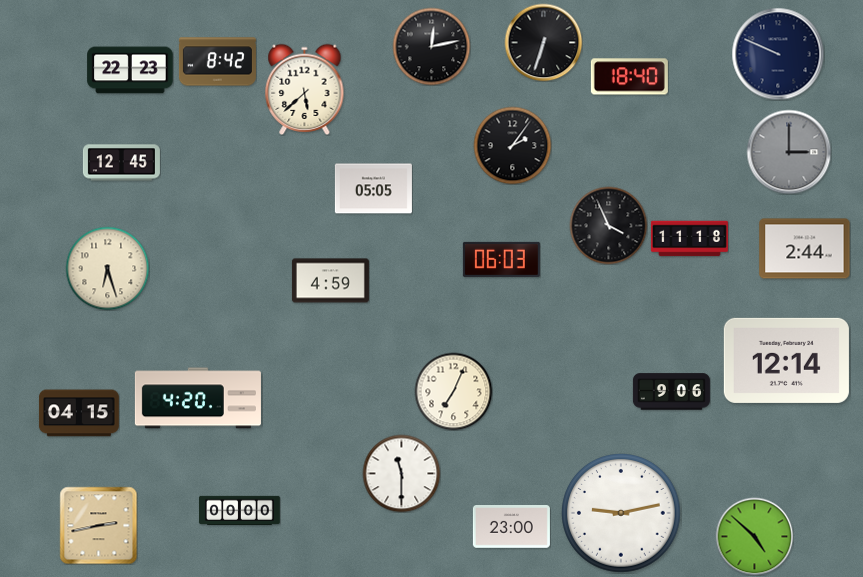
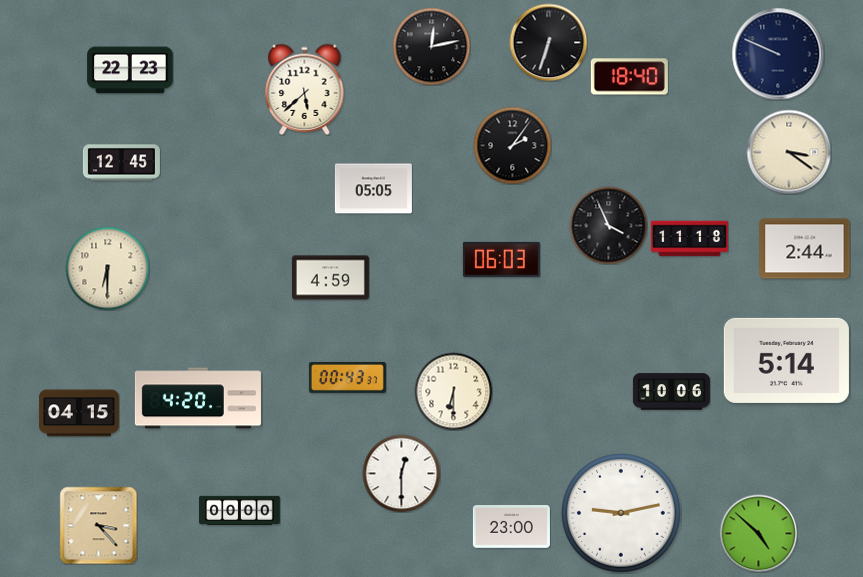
clock at (543, 42) position: (543, 42) -> (548, 42)
clock at (217, 62): 8:42 -> none
clock at (789, 152): 3:00 -> 3:21
clock at (789, 152) dial: grey -> cream
clock at (107, 268): 6:27 -> 6:30
clock at (330, 281) position: (330, 281) -> (330, 278)
clock at (786, 360): 12:14 -> 5:14
clock at (347, 377): none -> 00:43
clock at (453, 391): 7:04 -> 6:30
clock at (671, 392): 9:06 -> 10:06
clock at (401, 473): 11:30 -> 12:30
clock at (98, 525): 2:43 -> 3:23
clock at (754, 536) position: (754, 536) -> (758, 533)
